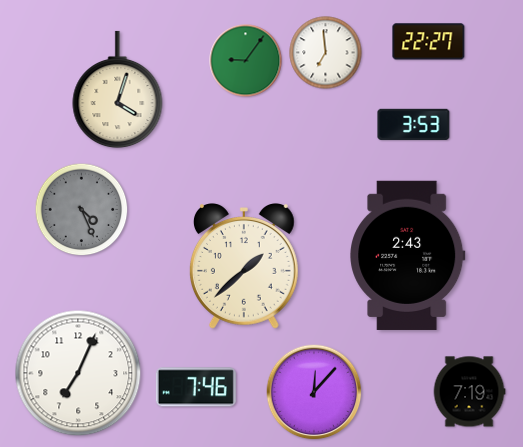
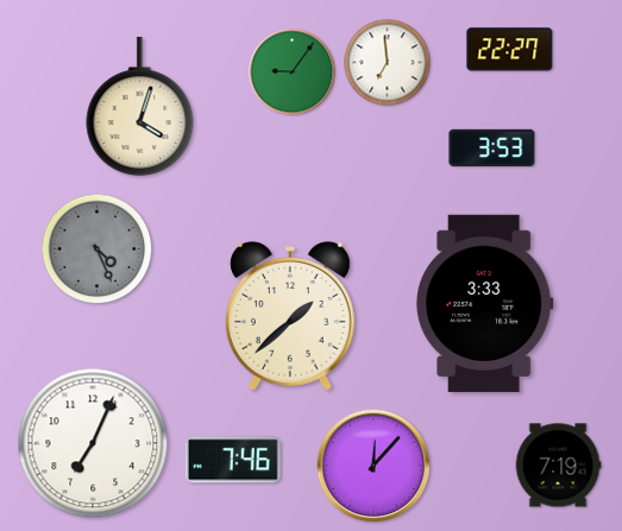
clock at (408, 255): 2:43 -> 3:33
